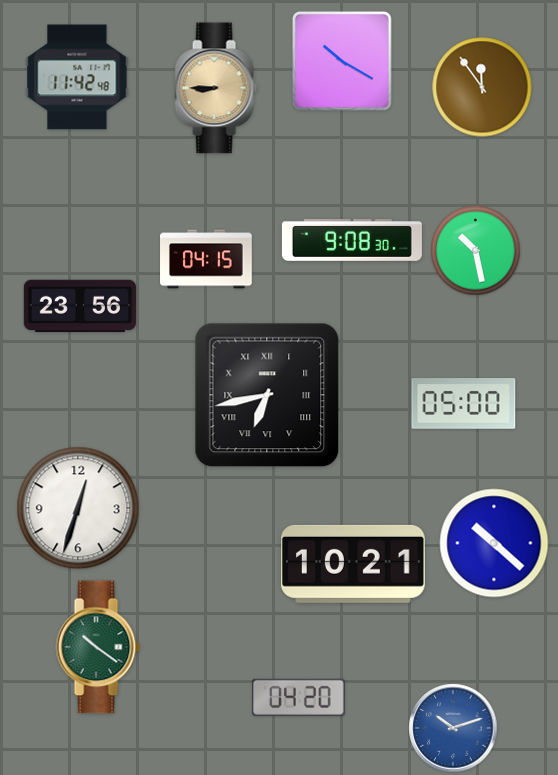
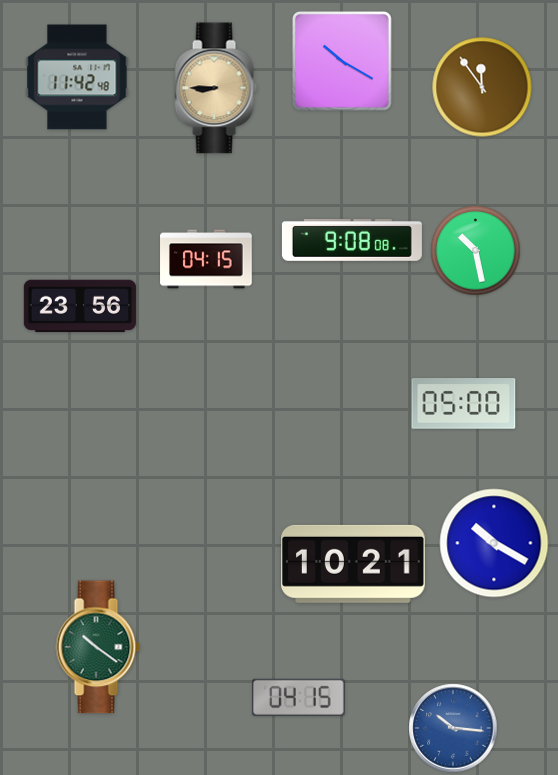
clock at (352, 240): 9:08:30 -> 9:08:08
clock at (267, 395): 6:43 -> none
clock at (78, 508): 12:33 -> none
clock at (494, 543): 10:22 -> 10:20
clock at (299, 697): 04:20 -> 04:15
clock at (453, 728): 10:12 -> 10:16
